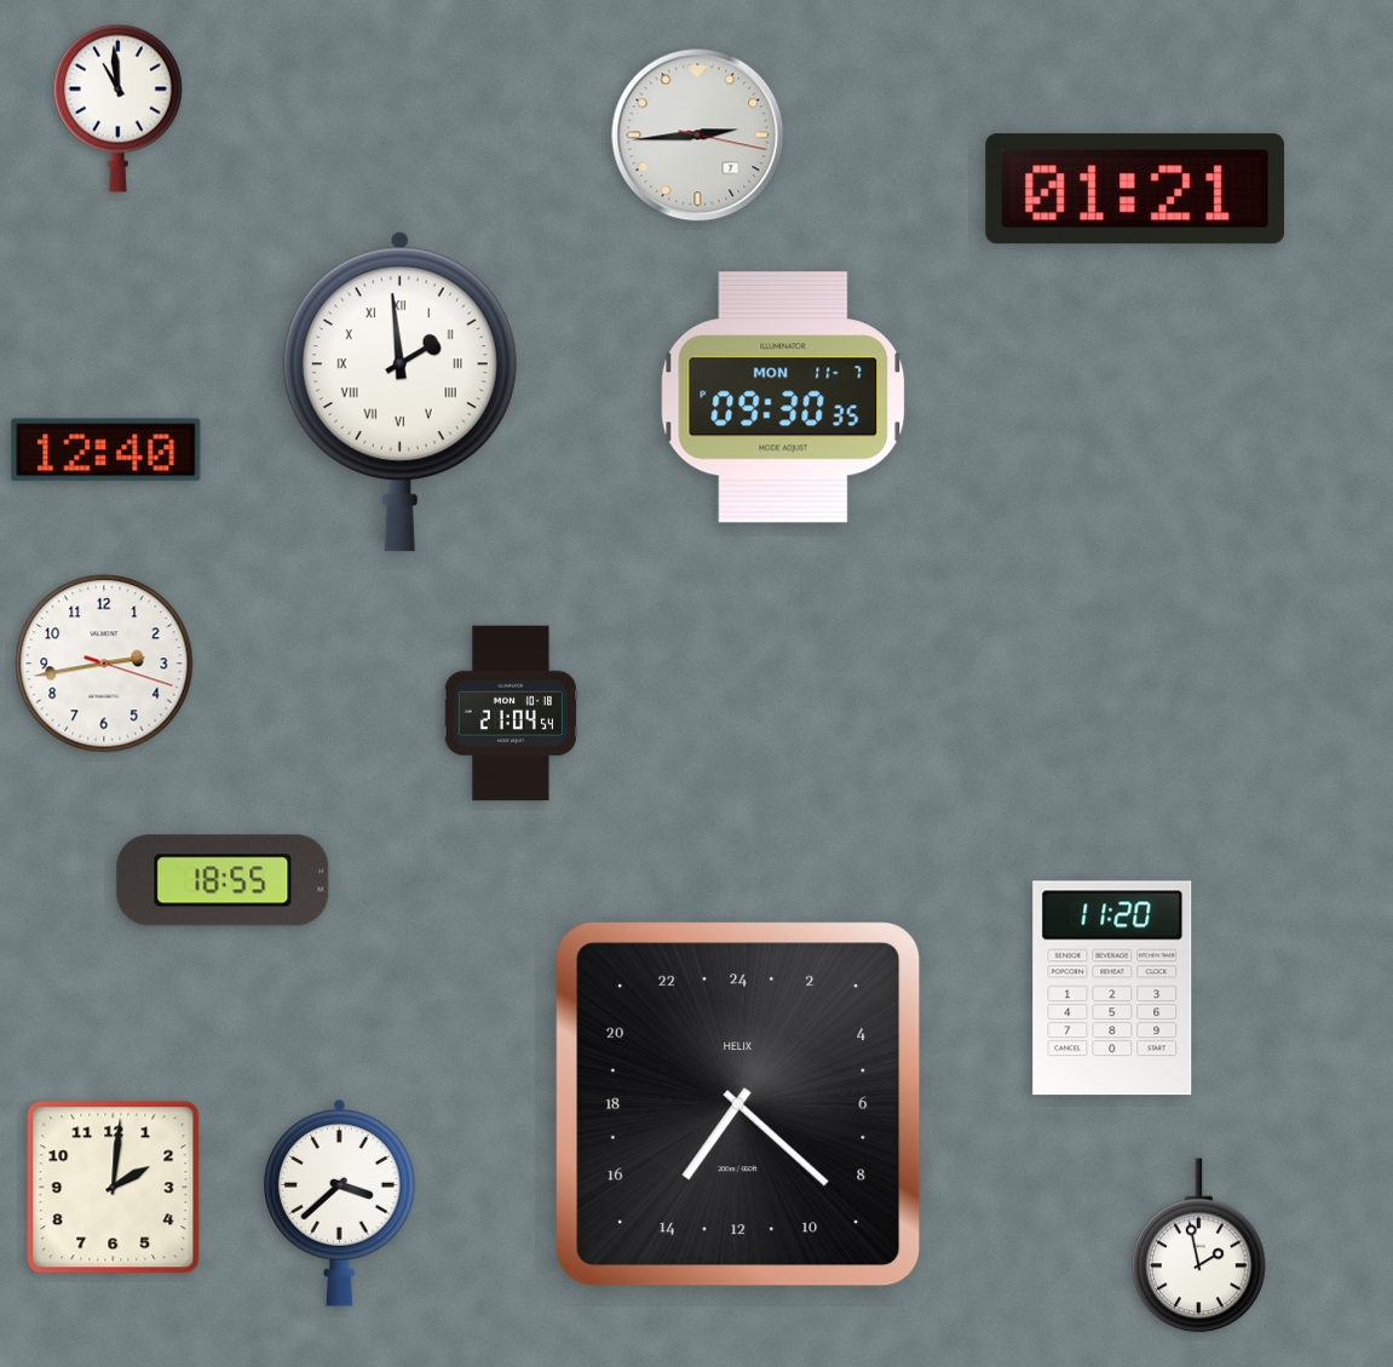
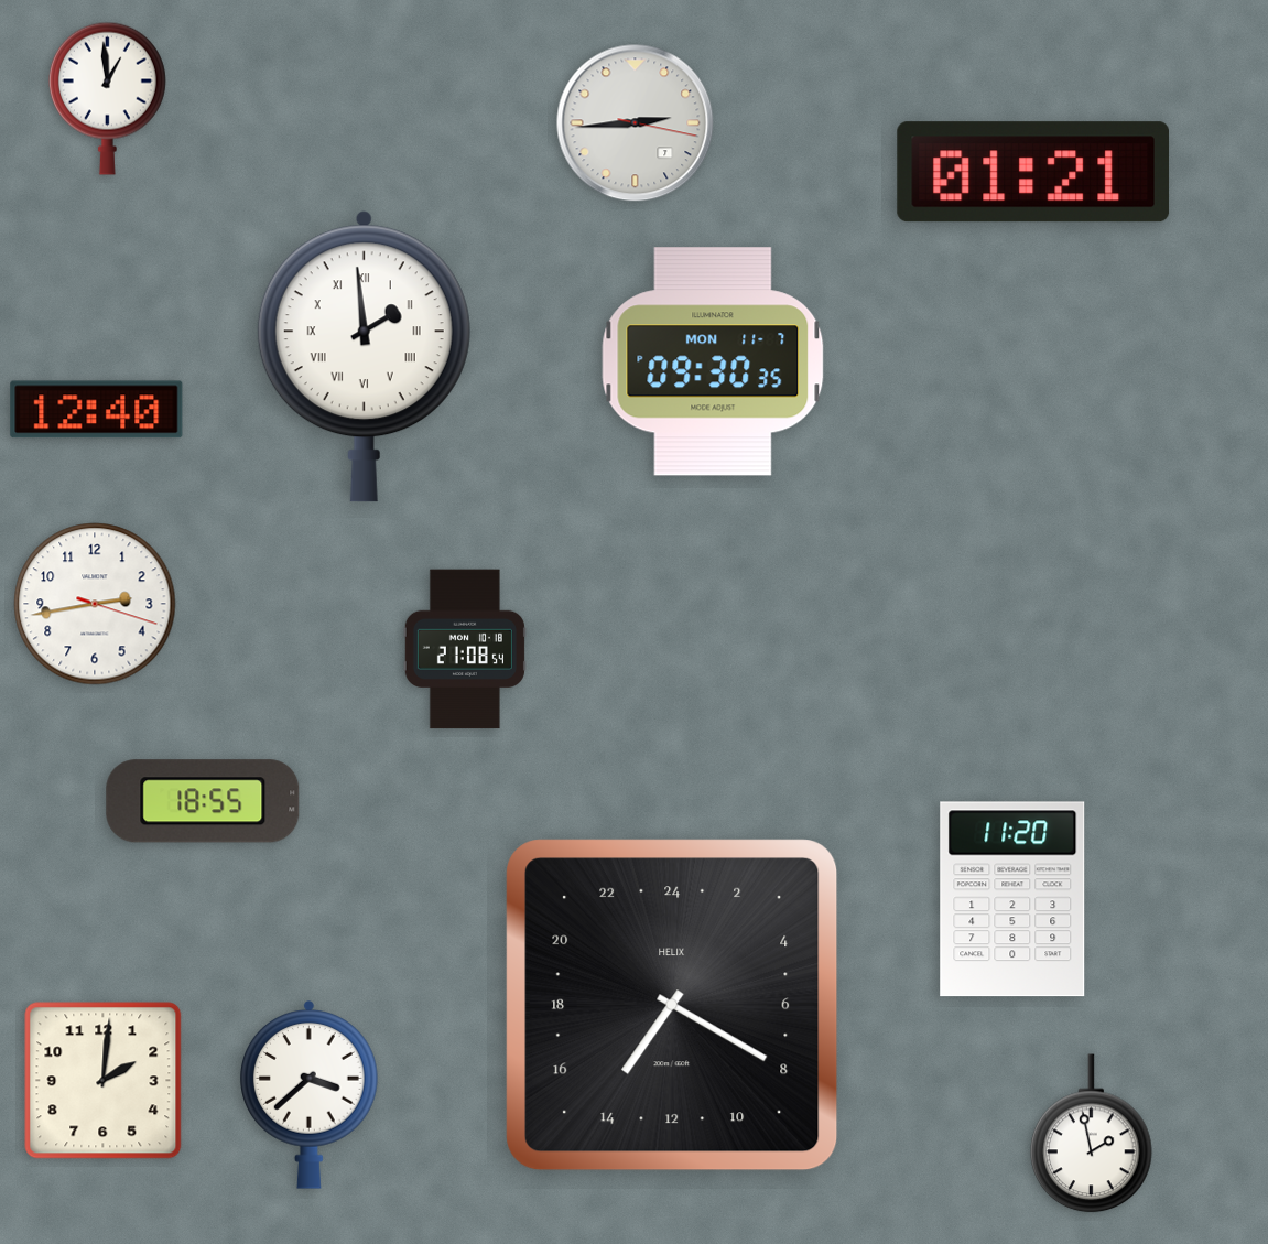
clock at (117, 108): 10:59 -> 12:59
clock at (511, 713): 21:04 -> 21:08
clock at (738, 1104): 14:22 -> 14:20
